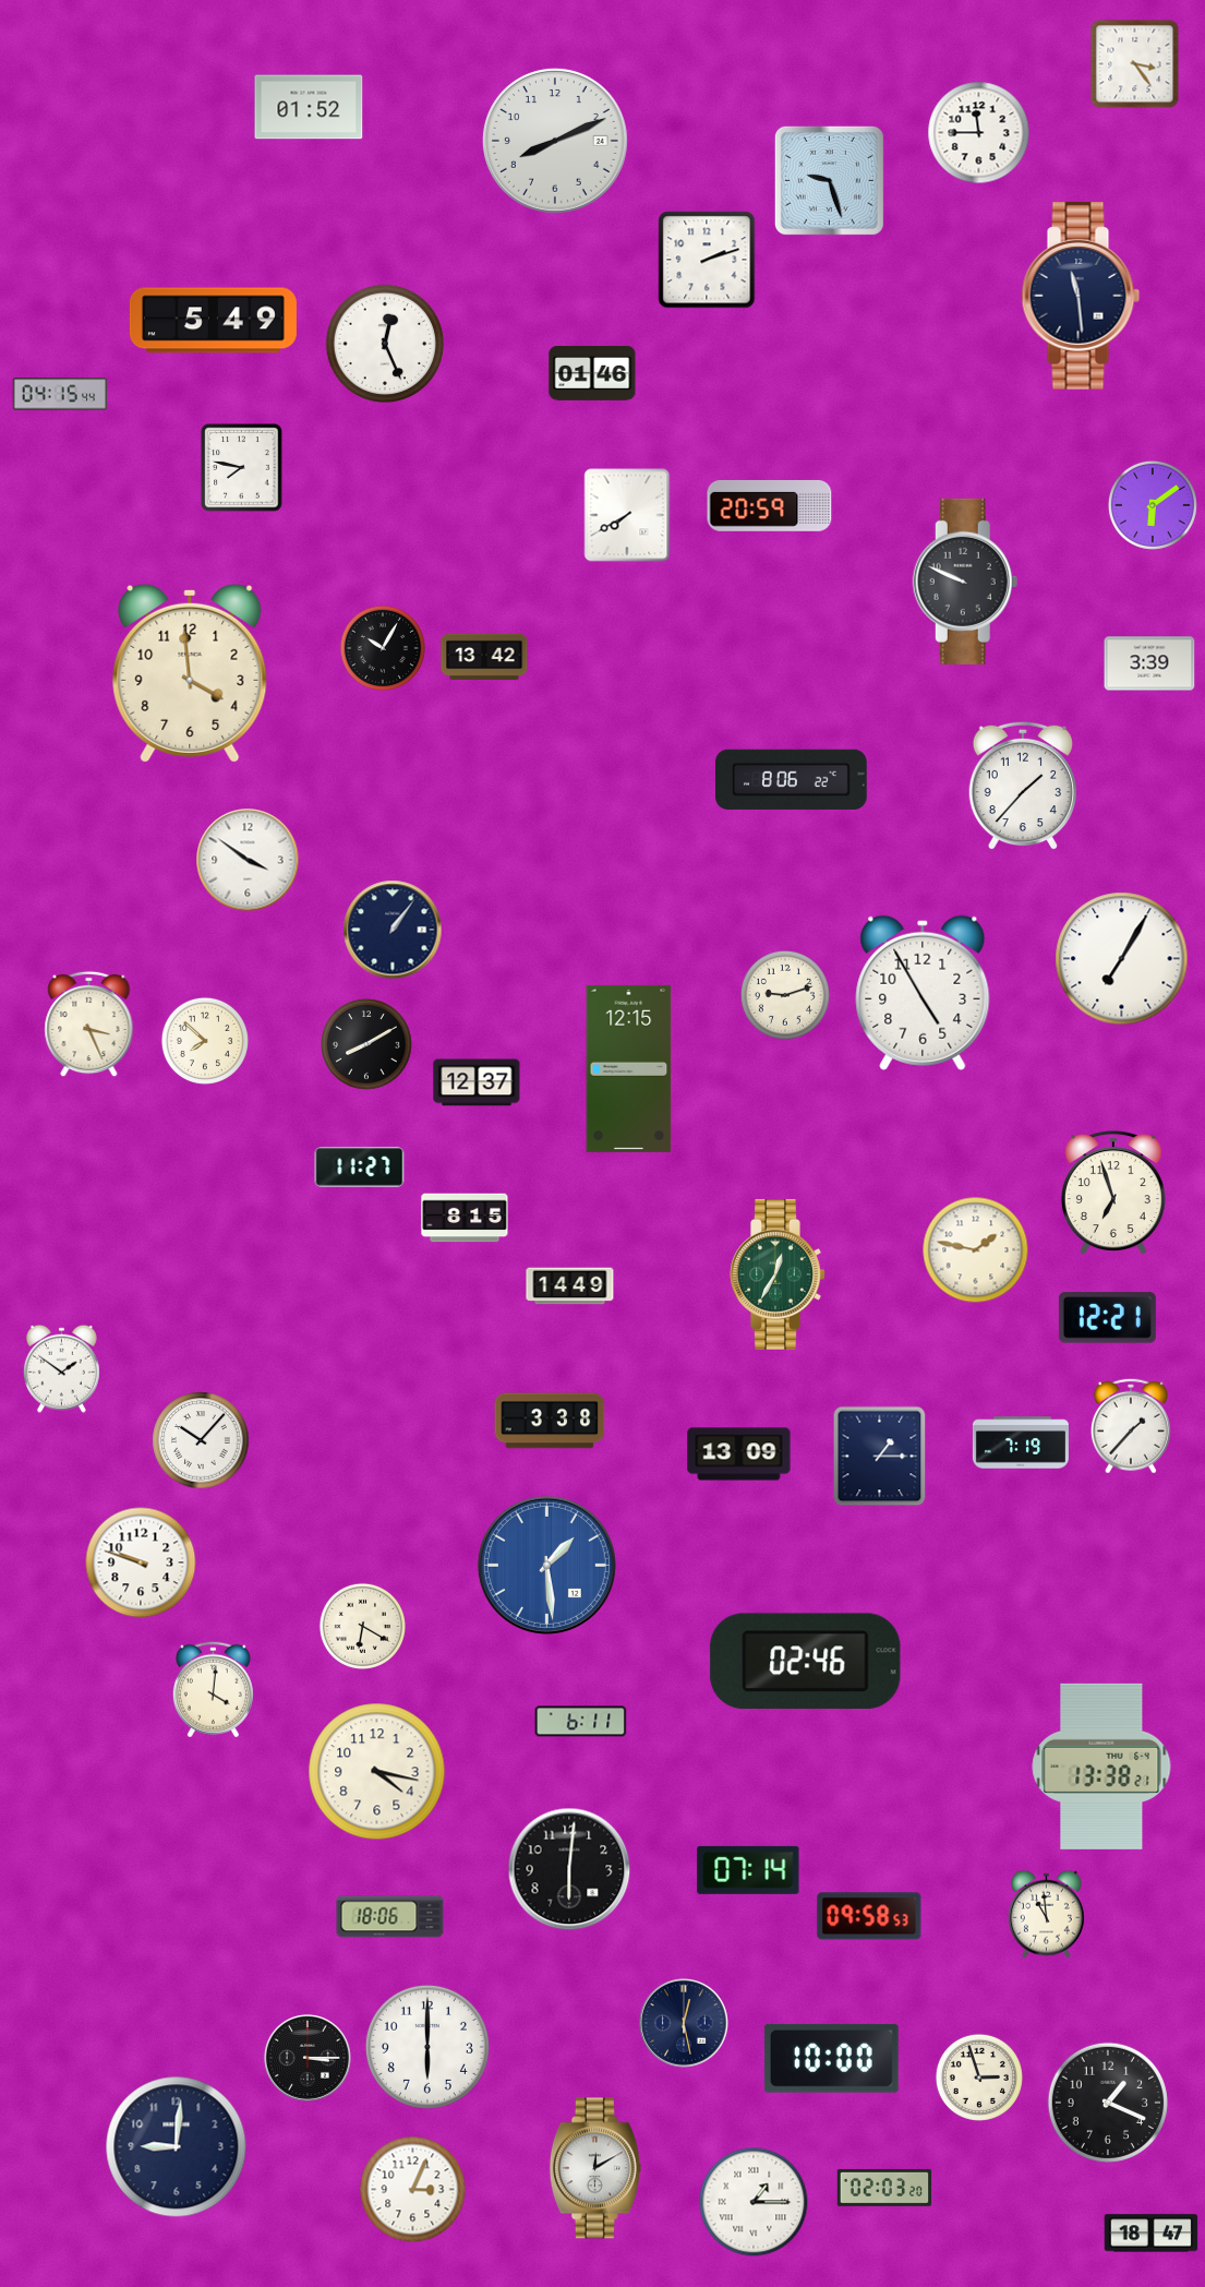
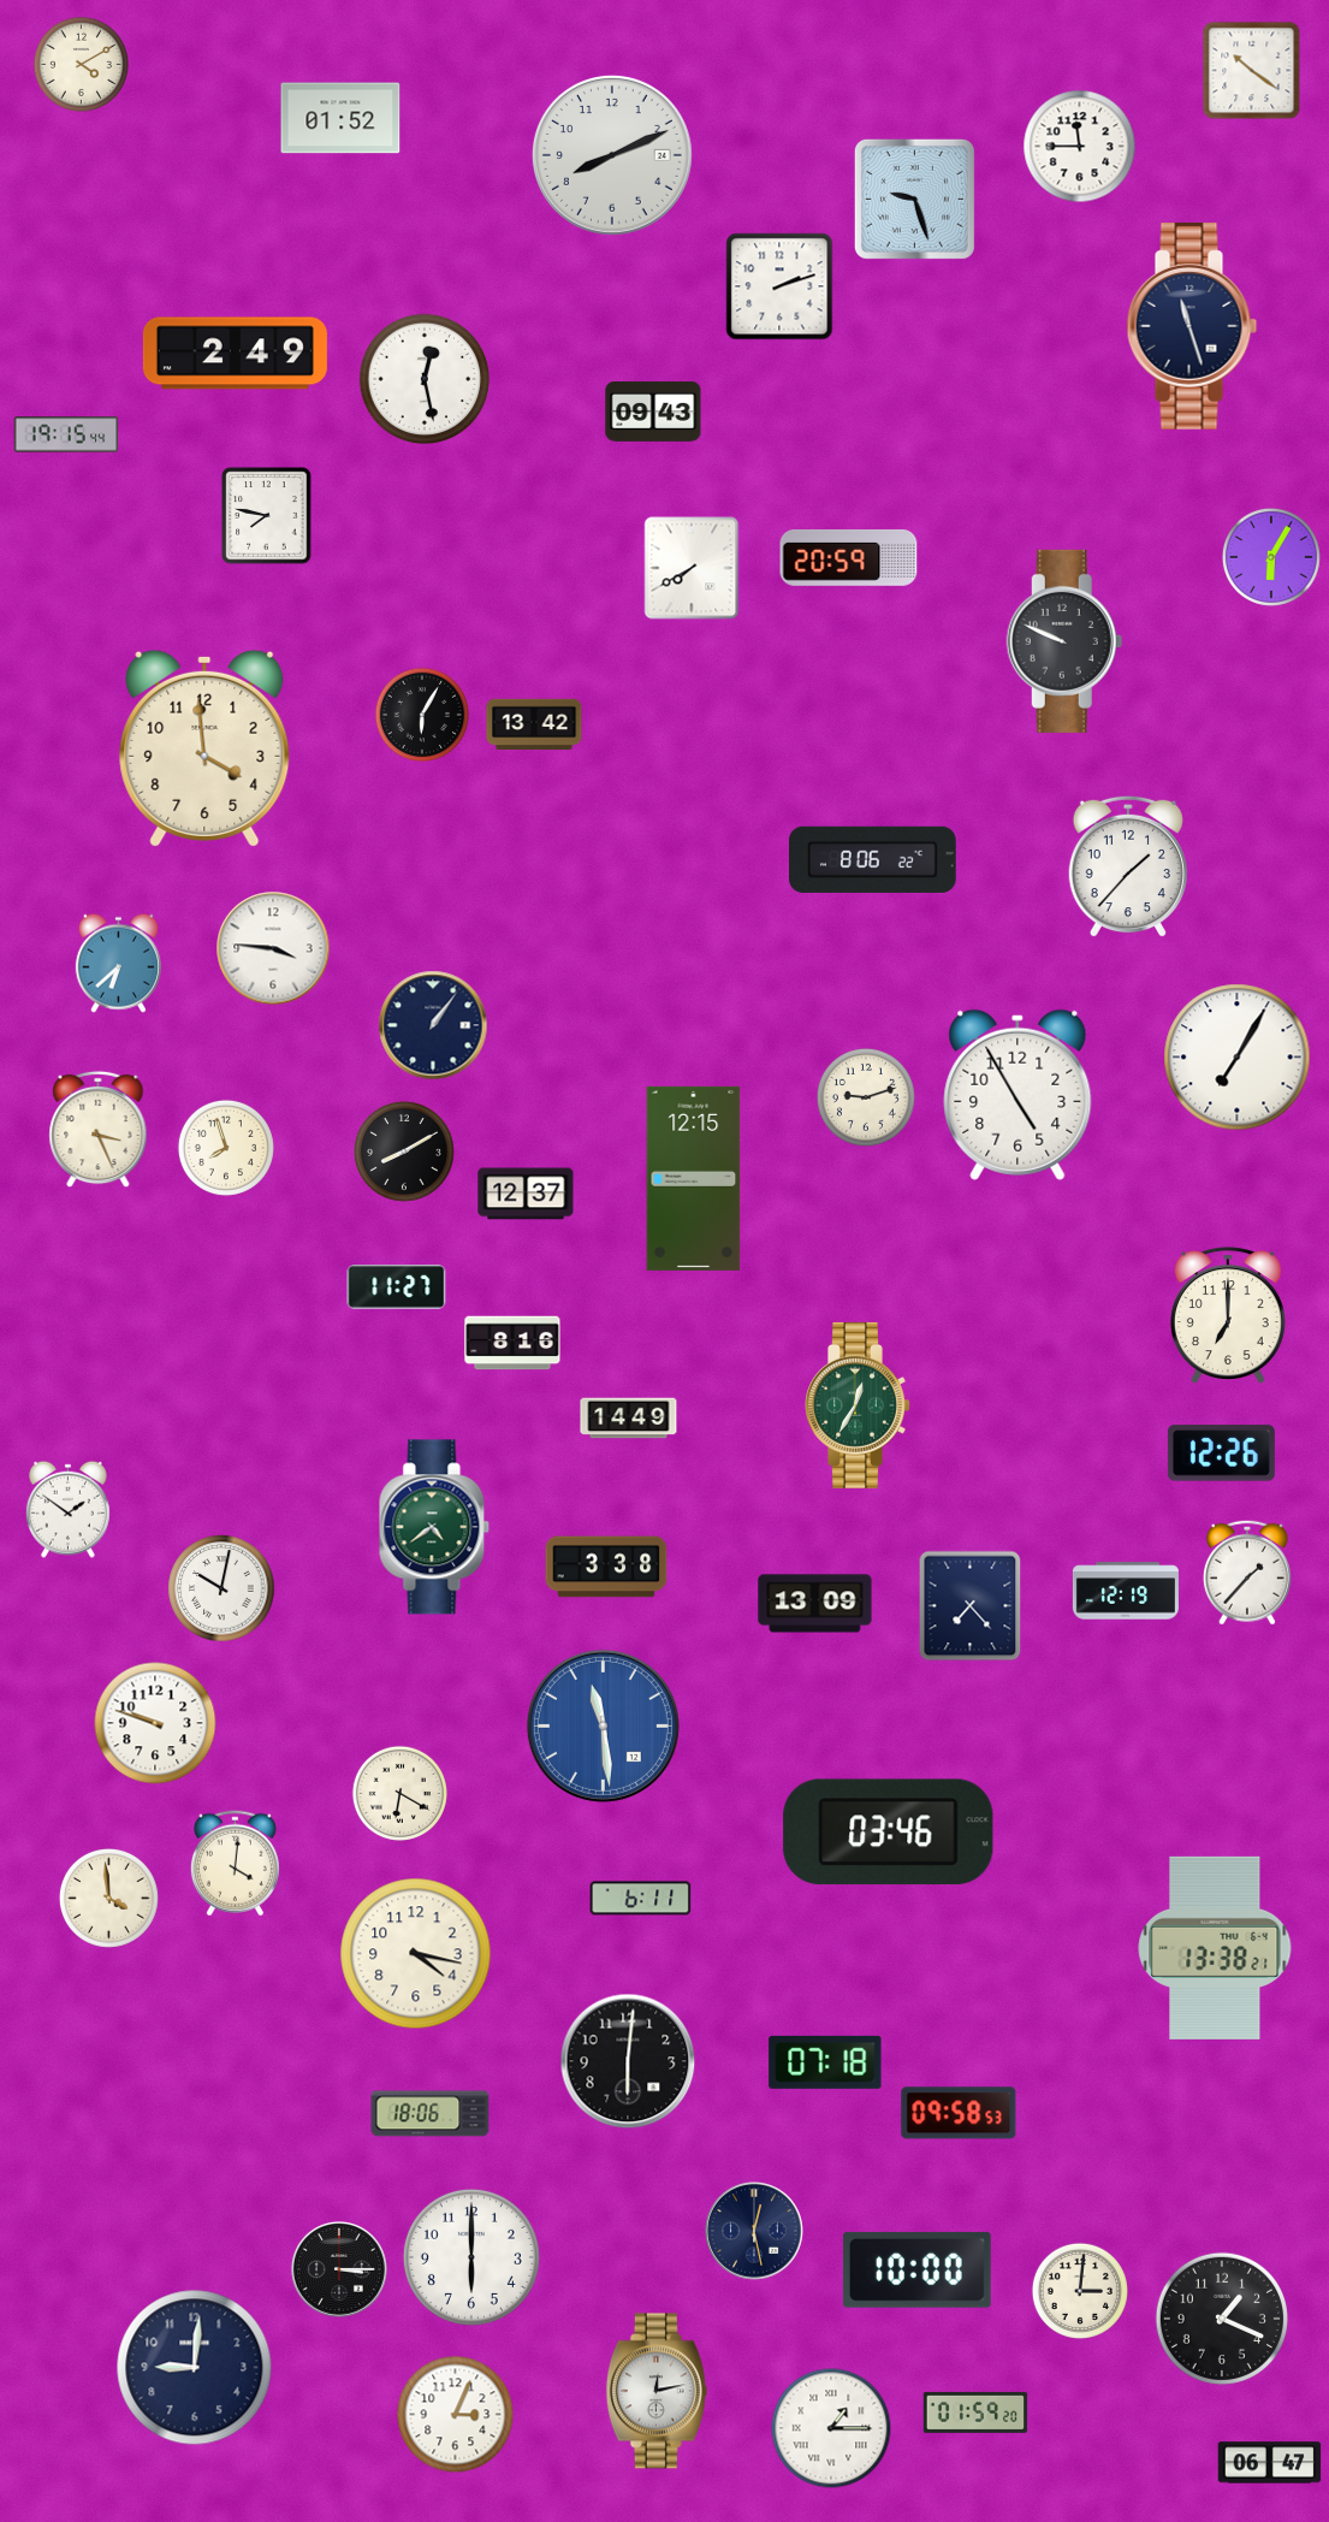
clock at (81, 64): none -> 4:10
clock at (1135, 64): 3:24 -> 10:21
clock at (1081, 297): 11:29 -> 11:27
clock at (213, 321): 5:49 -> 2:49
clock at (385, 344): 12:26 -> 12:28
clock at (592, 373): 01:46 -> 09:43
clock at (60, 394): 04:15 -> 19:15
clock at (1153, 505): 6:09 -> 6:05
clock at (382, 647): 10:05 -> 6:05
clock at (1149, 663): 3:39 -> none
clock at (190, 673) position: (190, 673) -> (204, 748)
clock at (248, 860): 3:51 -> 3:46
clock at (118, 963): none -> 6:38
clock at (205, 1041): 7:52 -> 7:57
clock at (1113, 1193): 6:57 -> 7:00
clock at (465, 1218): 8:15 -> 8:16
clock at (976, 1250): 1:47 -> none
clock at (1107, 1318): 12:21 -> 12:26
clock at (434, 1527): none -> 4:39
clock at (201, 1440): 10:07 -> 10:02
clock at (1021, 1442): 7:19 -> 12:19
clock at (880, 1457): 1:15 -> 7:23
clock at (546, 1565): 1:29 -> 11:29
clock at (806, 1662): 02:46 -> 03:46
clock at (108, 1898): none -> 3:59
clock at (748, 1870): 07:14 -> 07:18
clock at (1046, 1914): 10:59 -> none
clock at (979, 2078): 2:57 -> 3:01
clock at (595, 2168): 12:10 -> 12:13
clock at (884, 2188): 02:03 -> 01:59
clock at (1152, 2234): 18:47 -> 06:47
